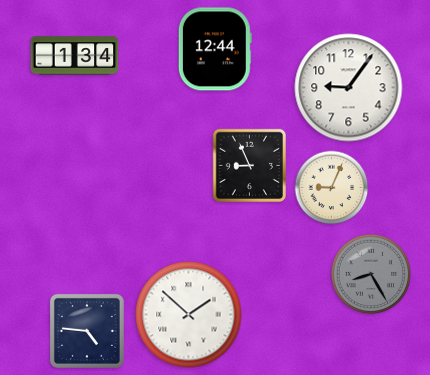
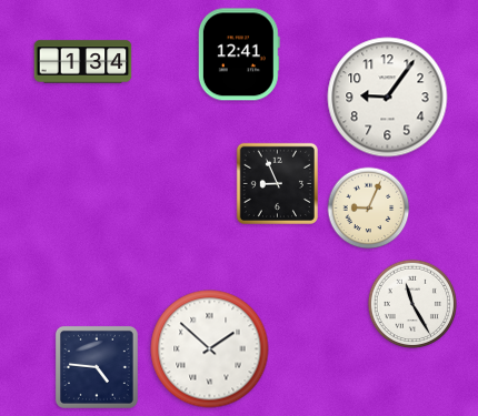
clock at (215, 49): 12:44 -> 12:41
clock at (371, 274): 8:25 -> 11:25
clock at (371, 274) dial: grey -> white
